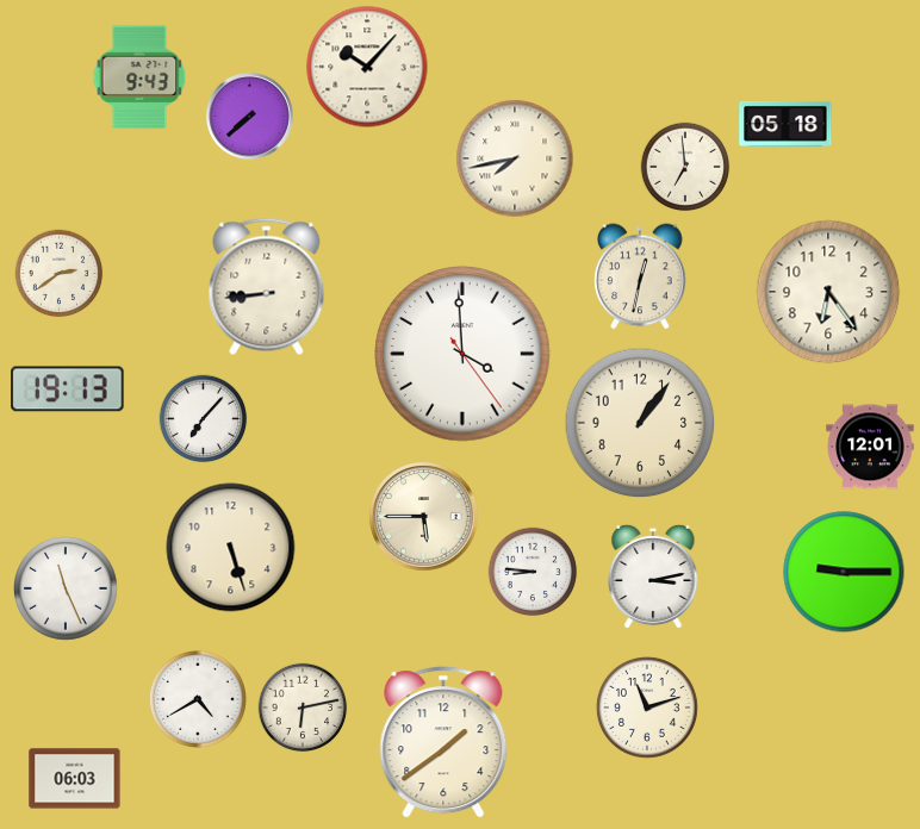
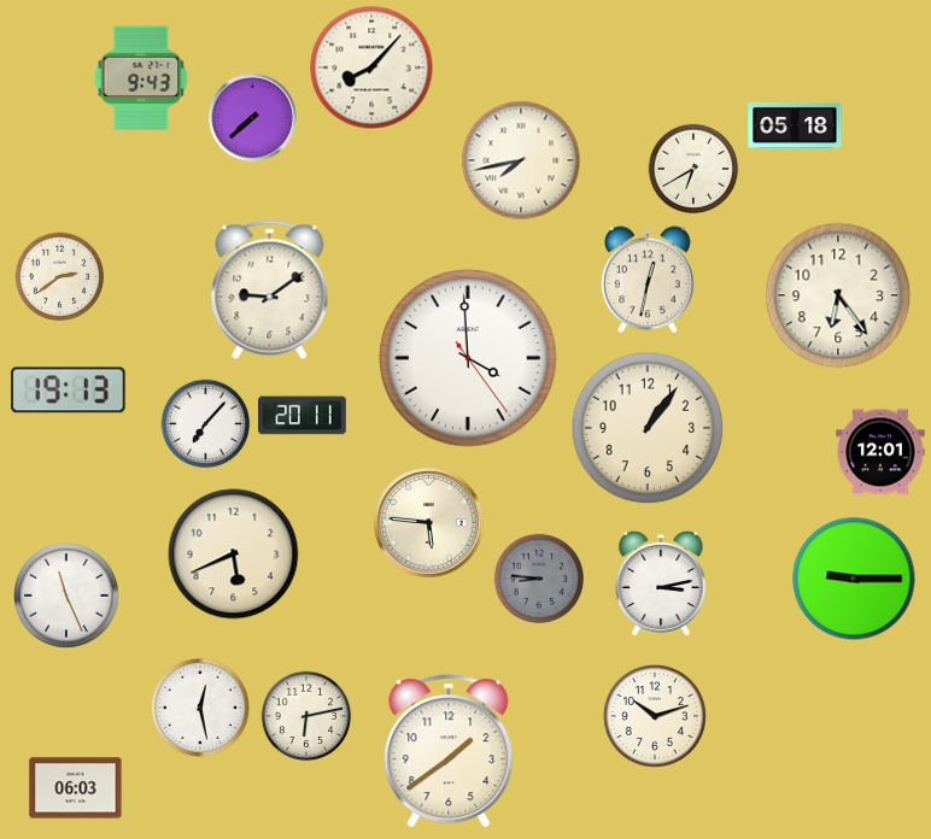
clock at (367, 67): 10:07 -> 8:07
clock at (685, 167): 6:59 -> 6:40
clock at (267, 287): 8:44 -> 9:09
clock at (68, 389) position: (68, 389) -> (69, 391)
clock at (303, 416): none -> 20:11
clock at (424, 517): 5:45 -> 5:46
clock at (231, 548): 5:27 -> 5:41
clock at (533, 572) dial: white -> grey
clock at (198, 699): 4:40 -> 12:28
clock at (648, 709): 11:12 -> 10:12
